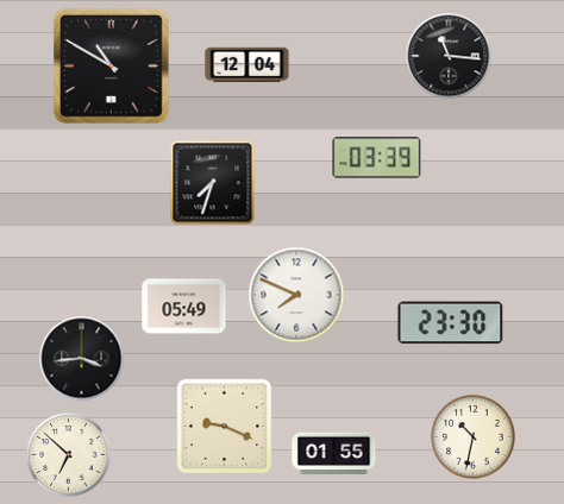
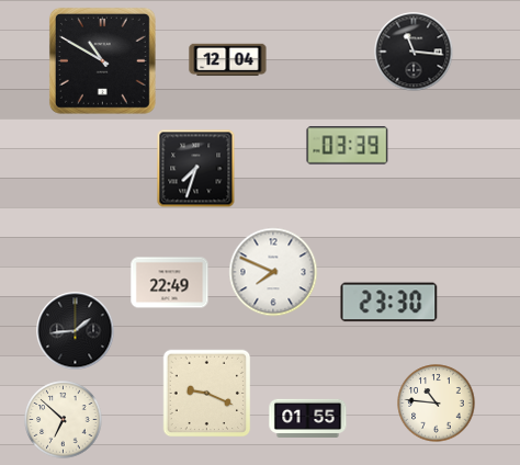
clock at (184, 307): 05:49 -> 22:49
clock at (451, 323) position: (451, 323) -> (389, 303)
clock at (82, 359): 3:44 -> 1:44
clock at (474, 437): 10:32 -> 10:46
